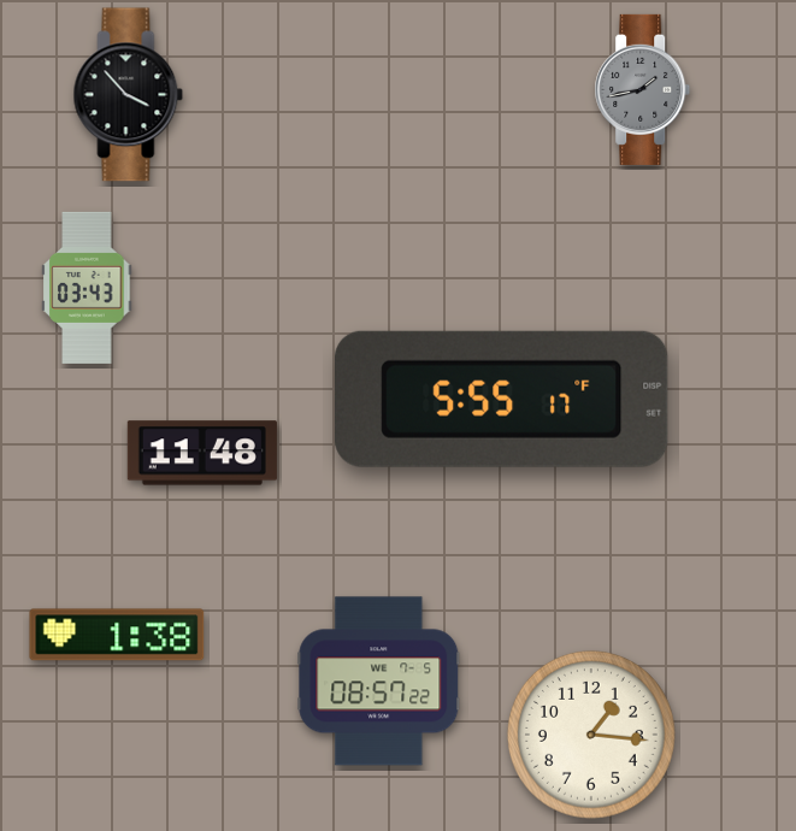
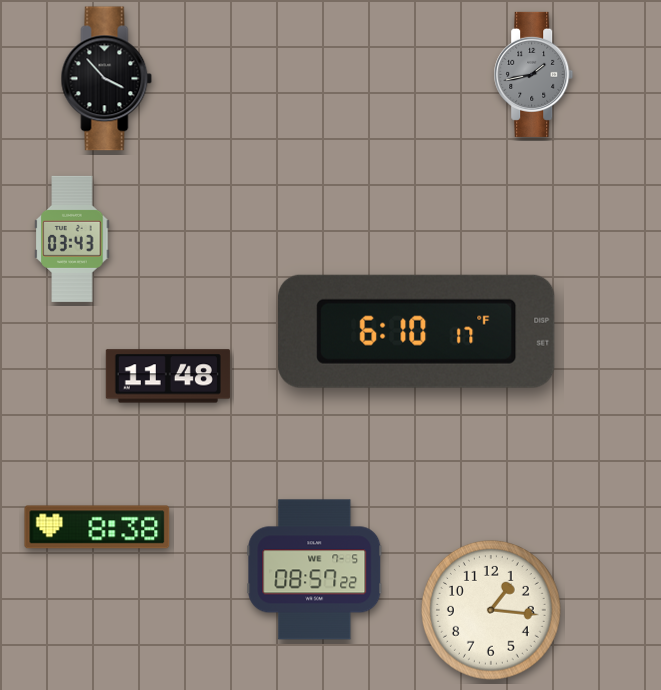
clock at (502, 399): 5:55 -> 6:10
clock at (117, 635): 1:38 -> 8:38
clock at (379, 682) position: (379, 682) -> (315, 570)
